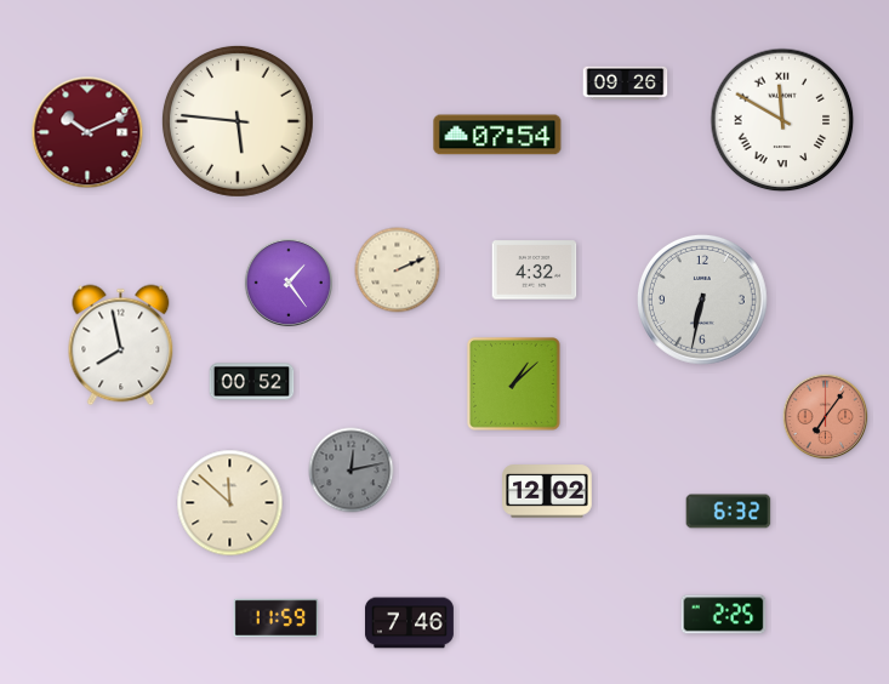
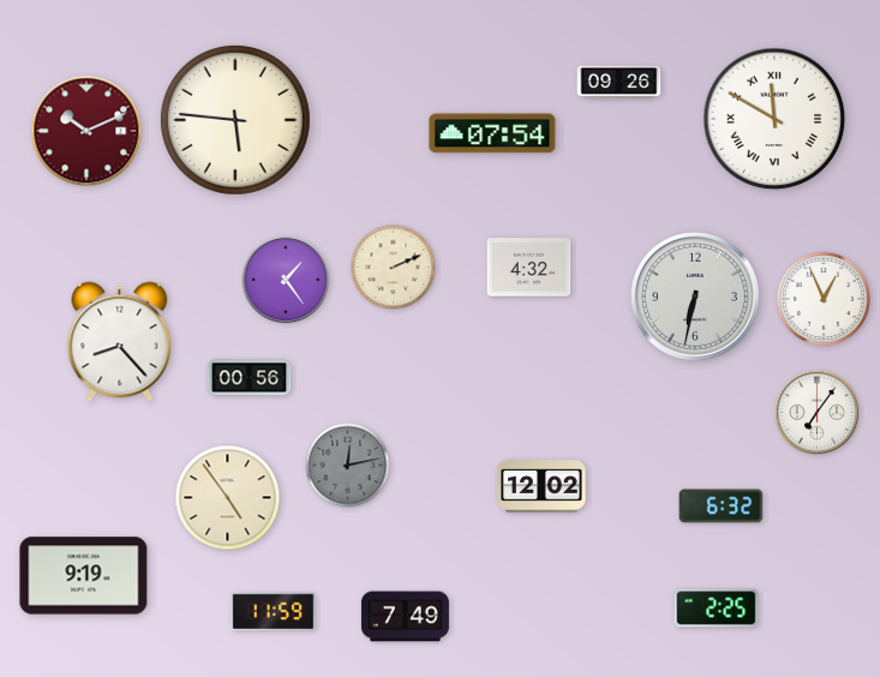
clock at (824, 299): none -> 12:56
clock at (121, 346): 7:58 -> 8:23
clock at (252, 382): 00:52 -> 00:56
clock at (514, 384): 1:08 -> none
clock at (826, 417) dial: salmon -> white
clock at (230, 503): 11:52 -> 4:54
clock at (84, 576): none -> 9:19
clock at (409, 623): 7:46 -> 7:49
